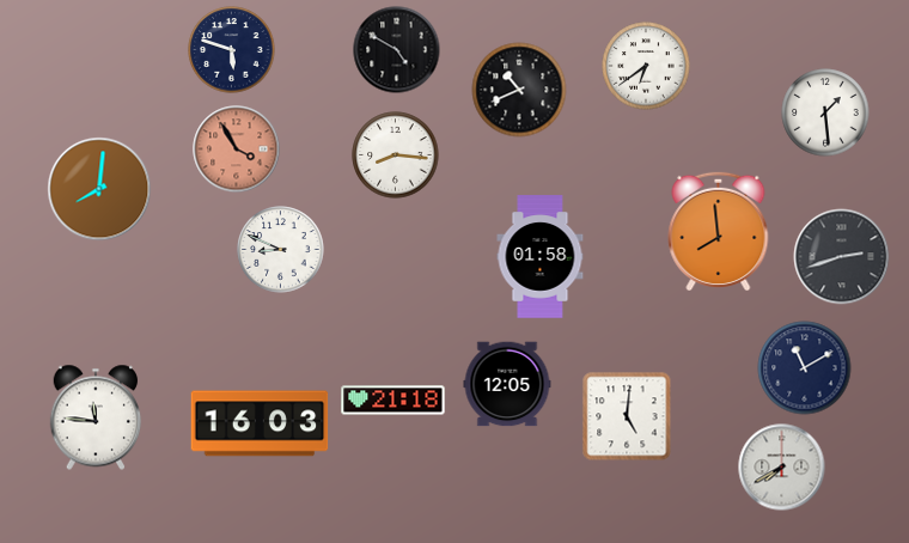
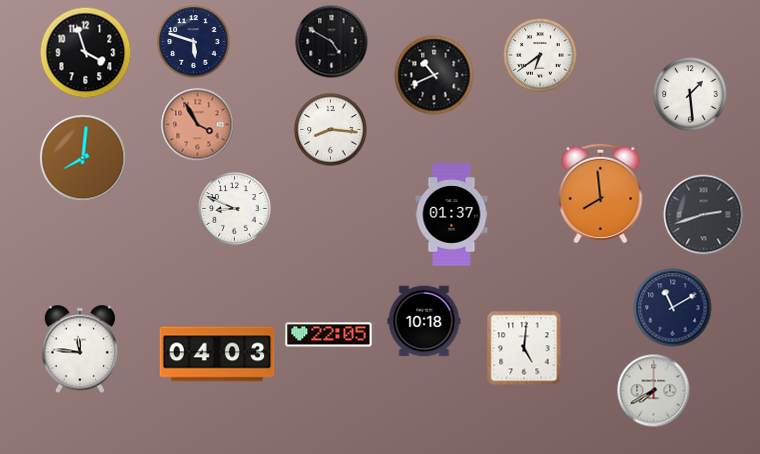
clock at (86, 53): none -> 3:57
clock at (541, 257): 01:58 -> 01:37
clock at (507, 384): 12:05 -> 10:18
clock at (394, 401): 21:18 -> 22:05
clock at (260, 423): 16:03 -> 04:03
